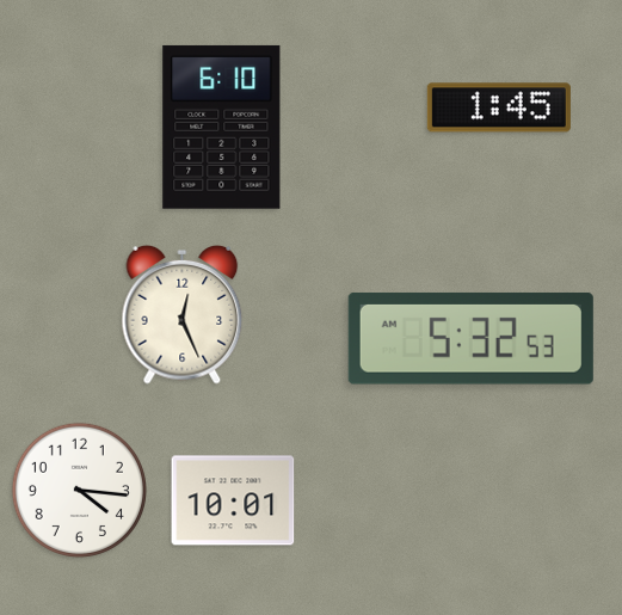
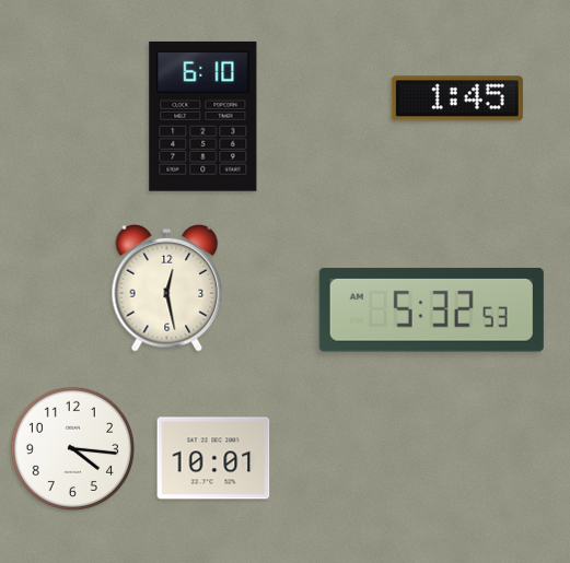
clock at (183, 314): 12:26 -> 12:28
